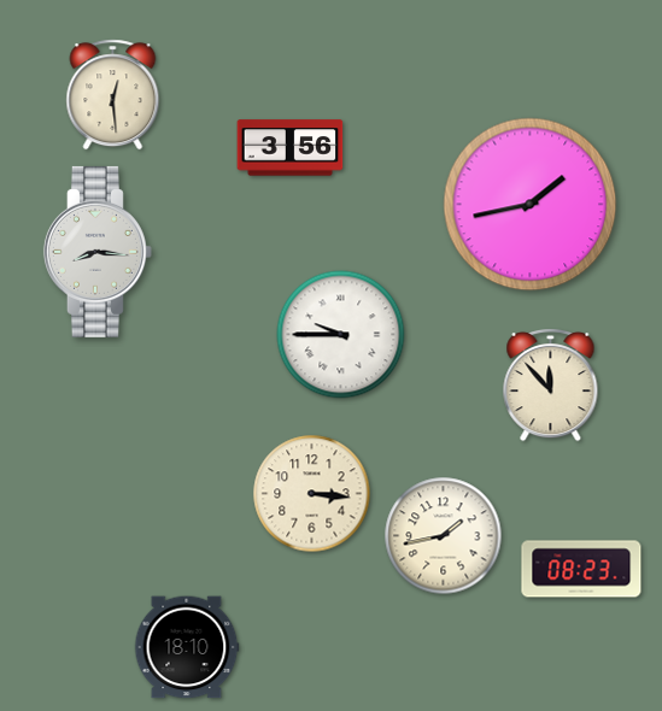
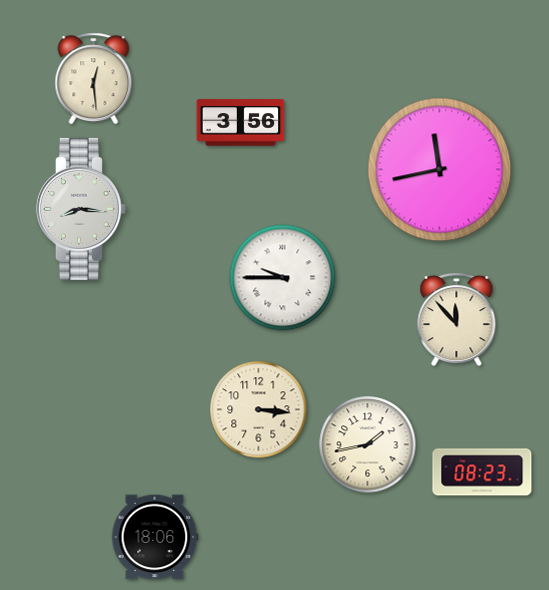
clock at (531, 205): 1:43 -> 11:43
clock at (187, 647): 18:10 -> 18:06
